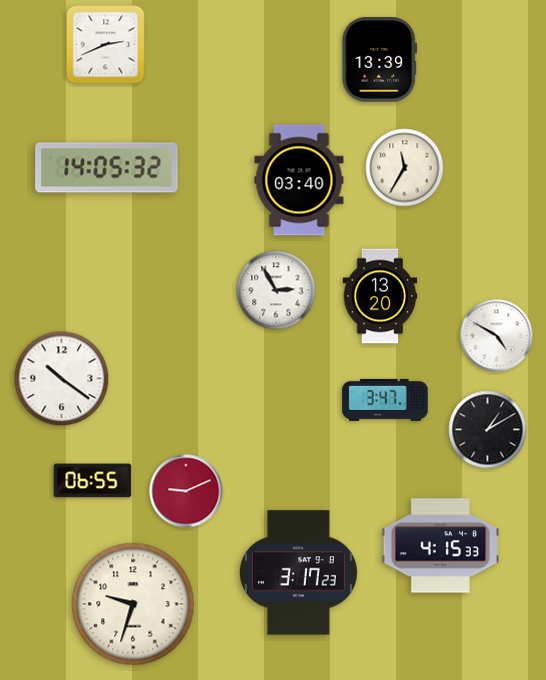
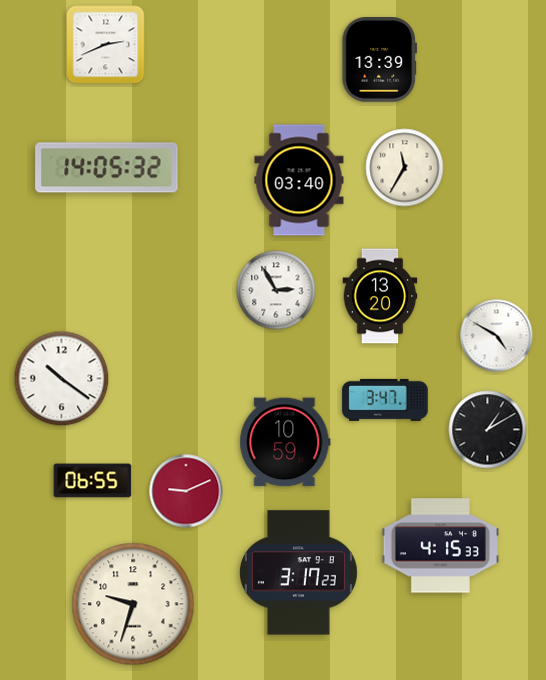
clock at (285, 442): none -> 10:59
